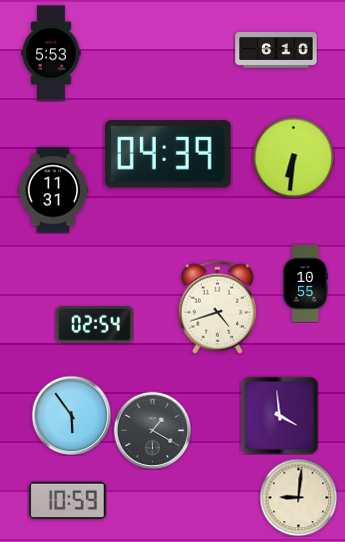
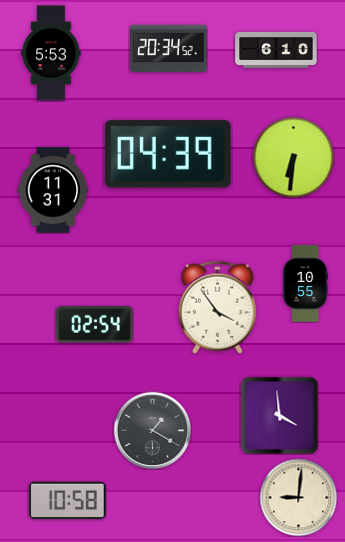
clock at (169, 49): none -> 20:34
clock at (217, 307): 4:42 -> 3:54
clock at (71, 415): 5:54 -> none
clock at (68, 501): 10:59 -> 10:58
